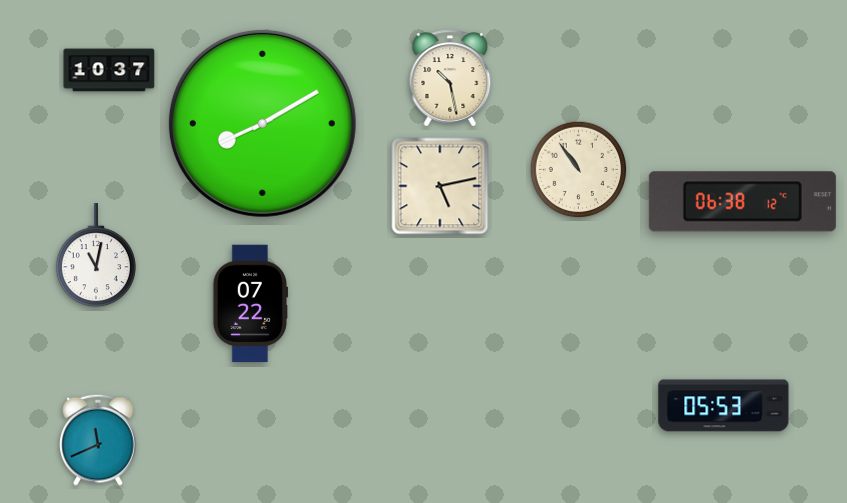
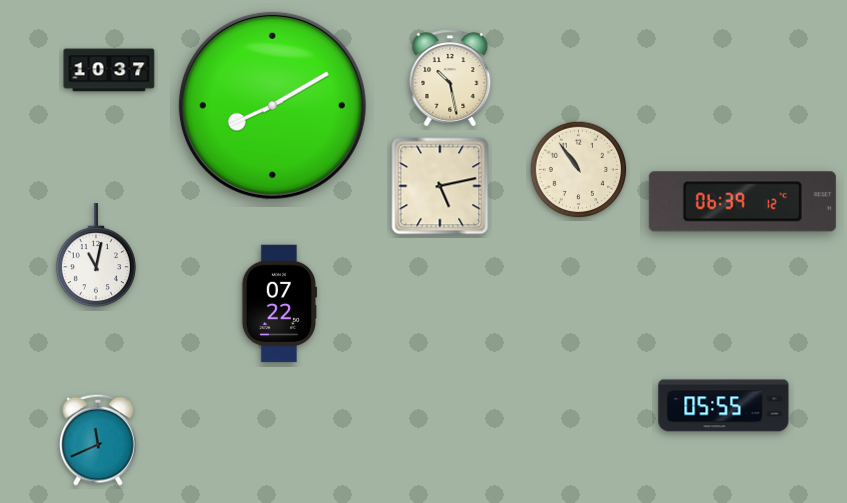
clock at (262, 123) position: (262, 123) -> (272, 105)
clock at (742, 202): 06:38 -> 06:39
clock at (250, 304) position: (250, 304) -> (279, 304)
clock at (724, 406): 05:53 -> 05:55
